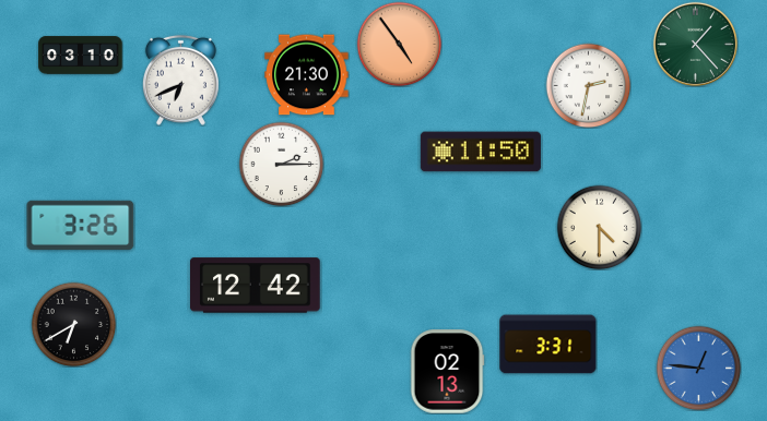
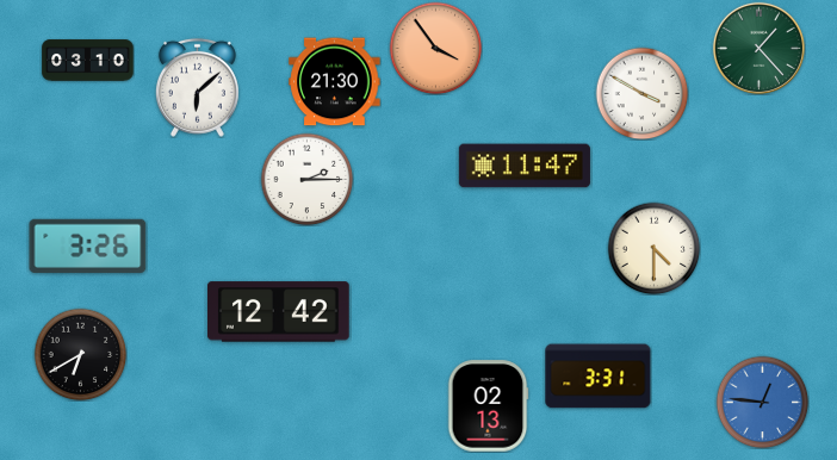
clock at (399, 44): 4:54 -> 3:54
clock at (180, 80): 6:41 -> 6:08
clock at (588, 85): 2:32 -> 3:50
clock at (481, 152): 11:50 -> 11:47
